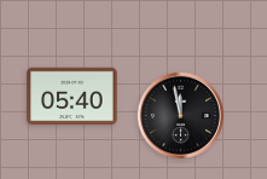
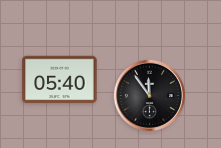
clock at (180, 115): 11:58 -> 11:54
